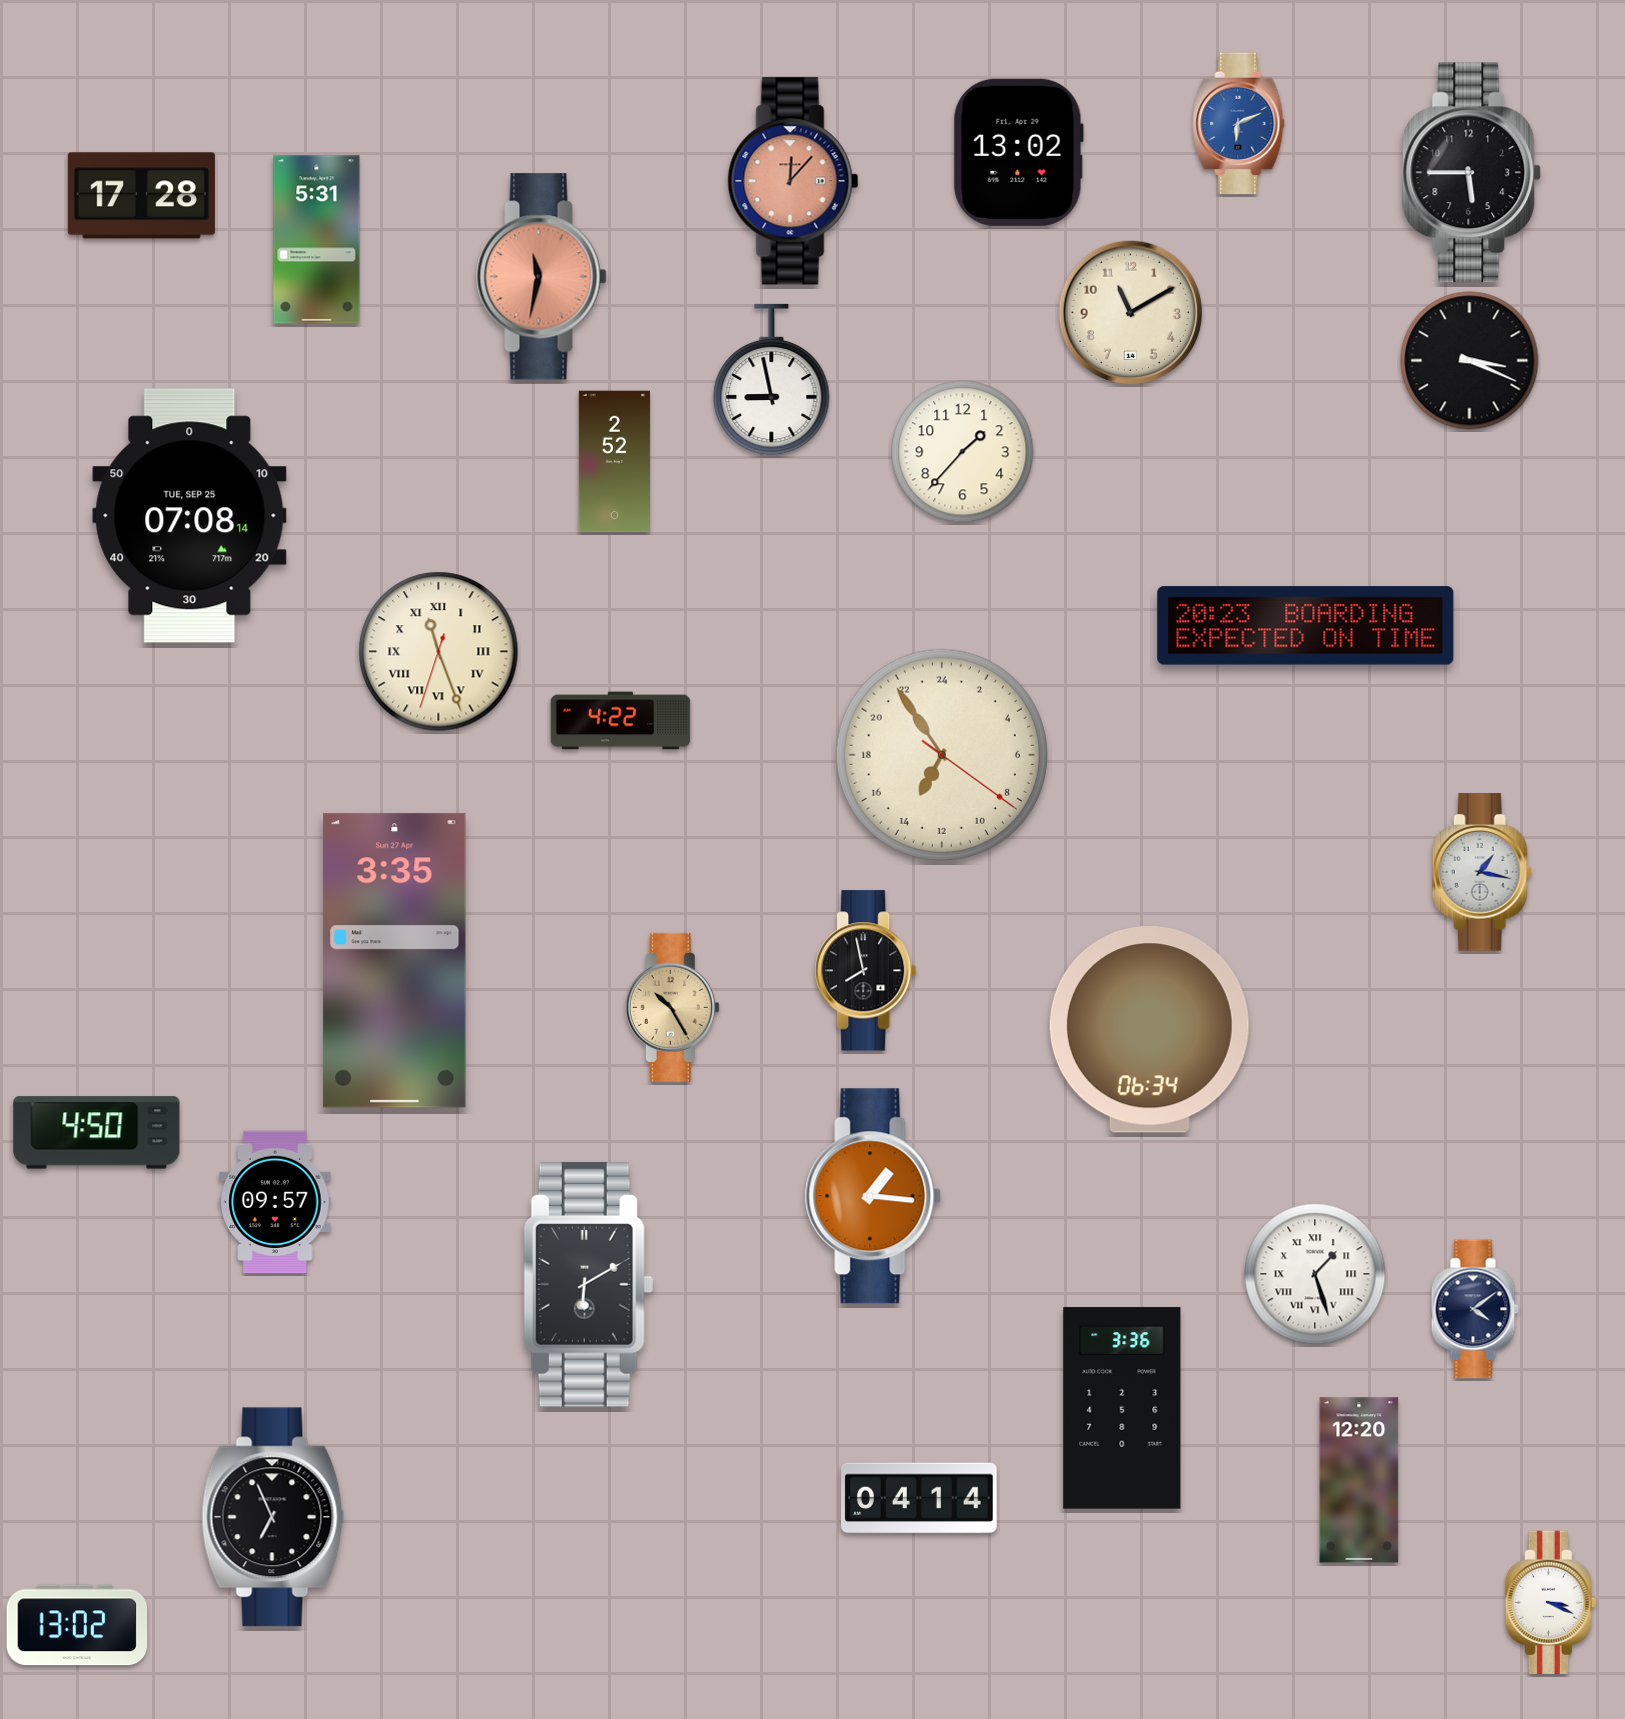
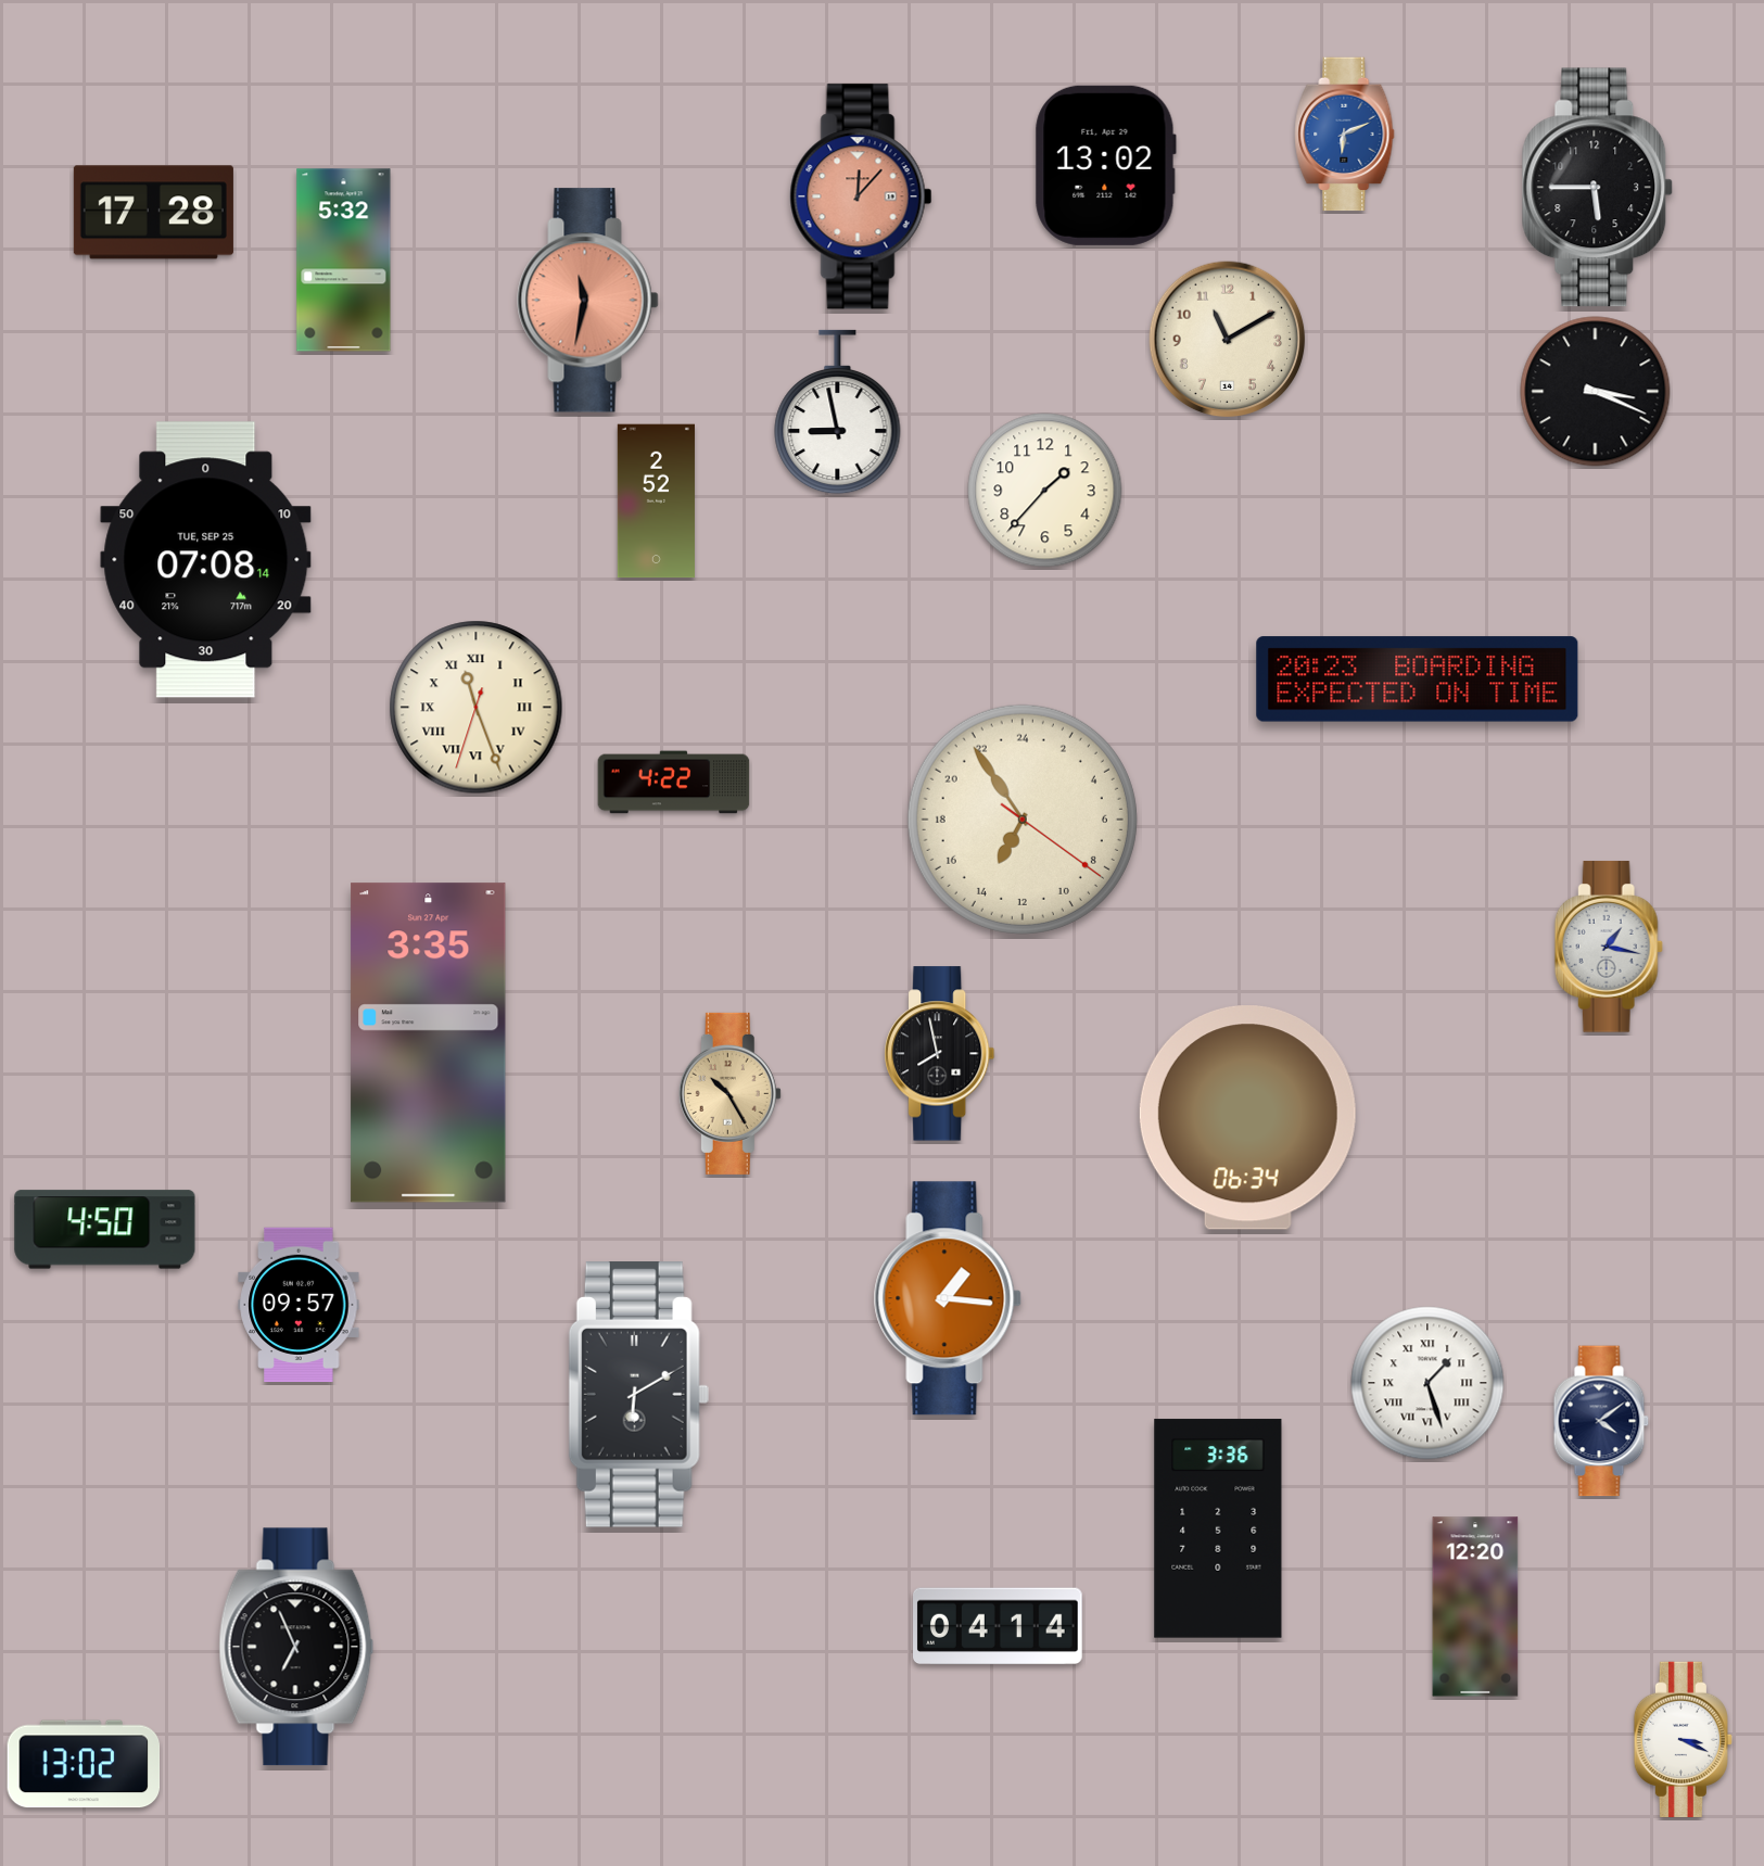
clock at (317, 240): 5:31 -> 5:32
clock at (614, 462) position: (614, 462) -> (656, 502)
